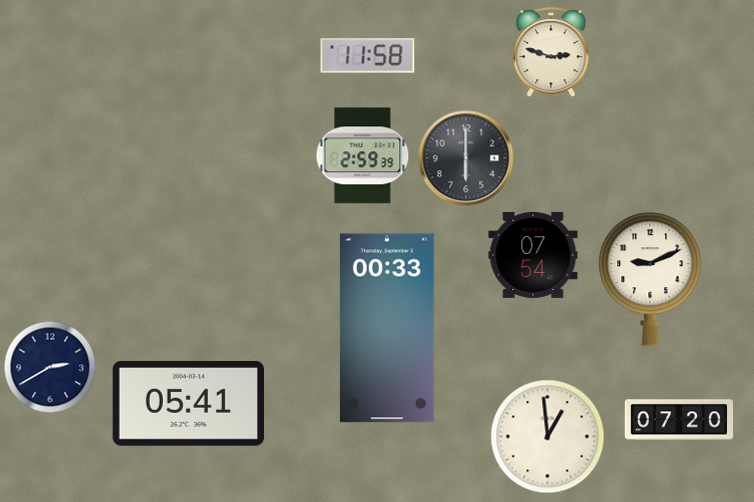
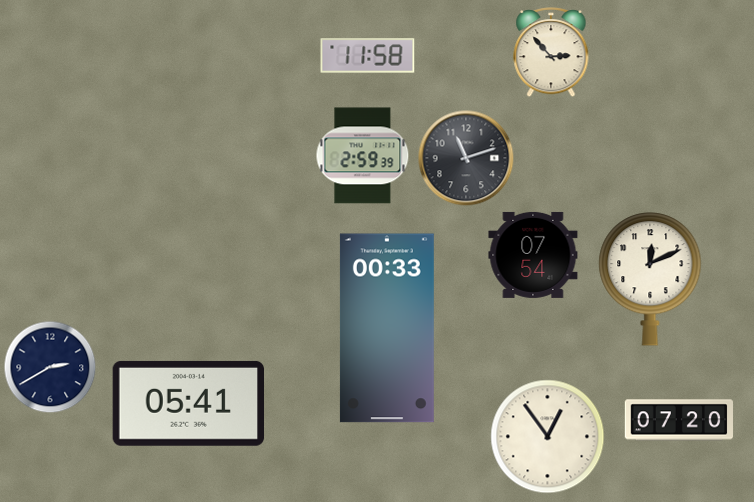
clock at (551, 53): 2:48 -> 2:53
clock at (466, 158): 6:00 -> 11:12
clock at (650, 279): 9:11 -> 12:11
clock at (548, 437): 12:59 -> 12:54
